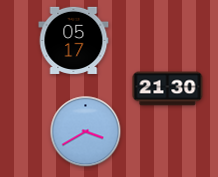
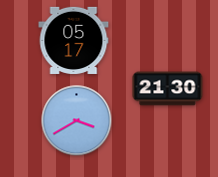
clock at (86, 132) position: (86, 132) -> (77, 121)
